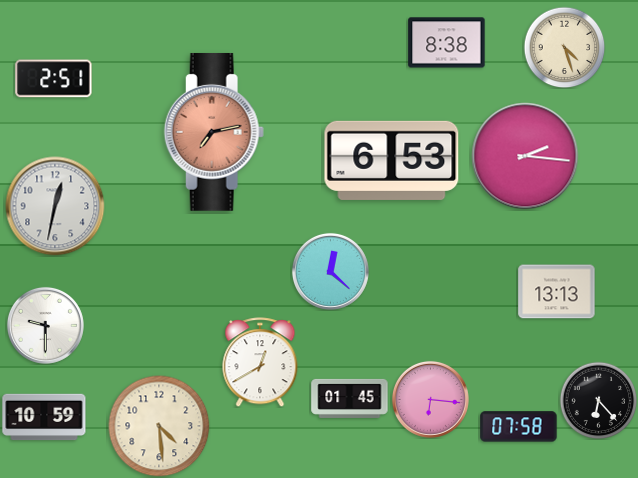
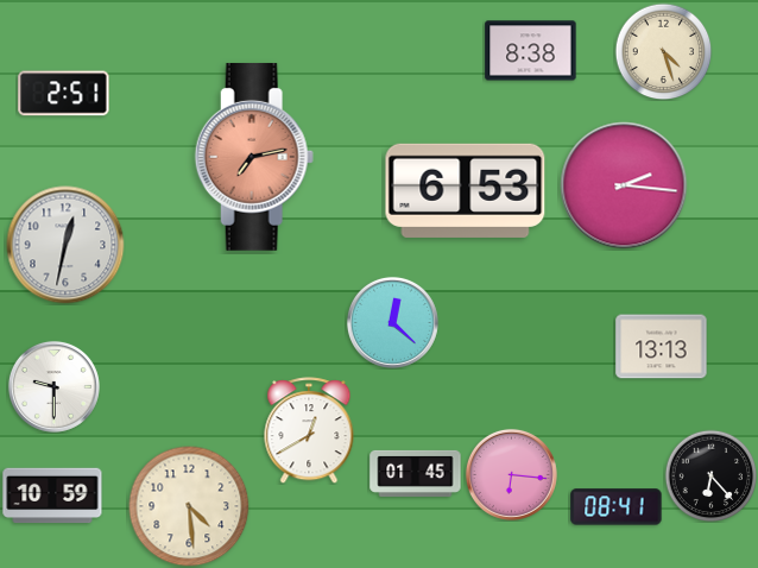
clock at (564, 47) position: (564, 47) -> (663, 51)
clock at (519, 427): 07:58 -> 08:41
